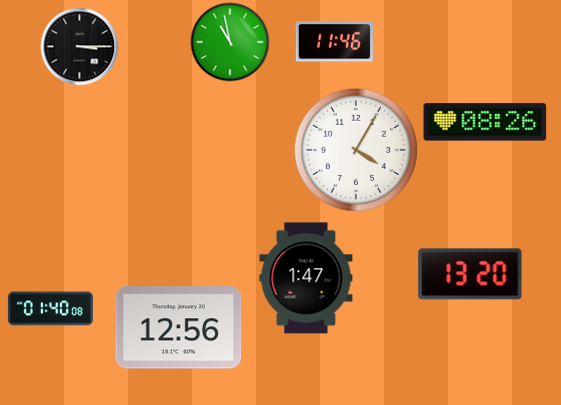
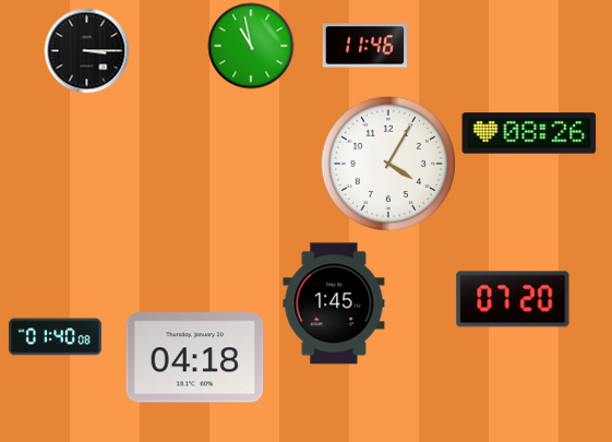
clock at (470, 274): 13:20 -> 07:20
clock at (306, 278): 1:47 -> 1:45
clock at (179, 328): 12:56 -> 04:18
